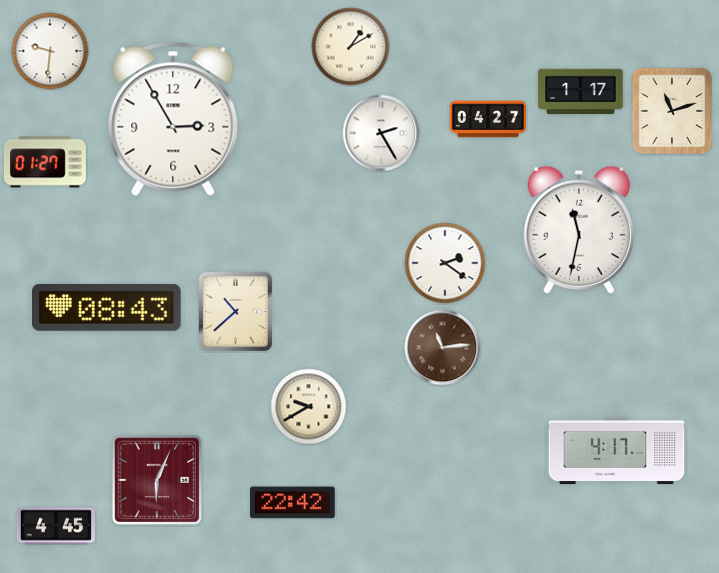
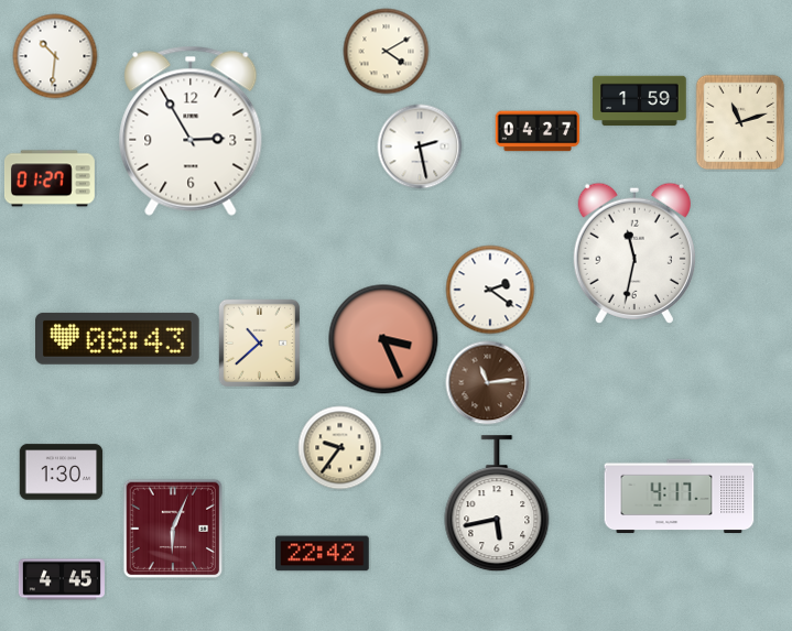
clock at (351, 47): 1:10 -> 4:10
clock at (50, 51): 9:31 -> 10:31
clock at (581, 92): 1:17 -> 1:59
clock at (381, 133): 2:25 -> 2:28
clock at (579, 230) position: (579, 230) -> (634, 253)
clock at (383, 339): none -> 3:26
clock at (309, 407): 9:40 -> 9:36
clock at (62, 472): none -> 1:30
clock at (497, 504): none -> 5:43
